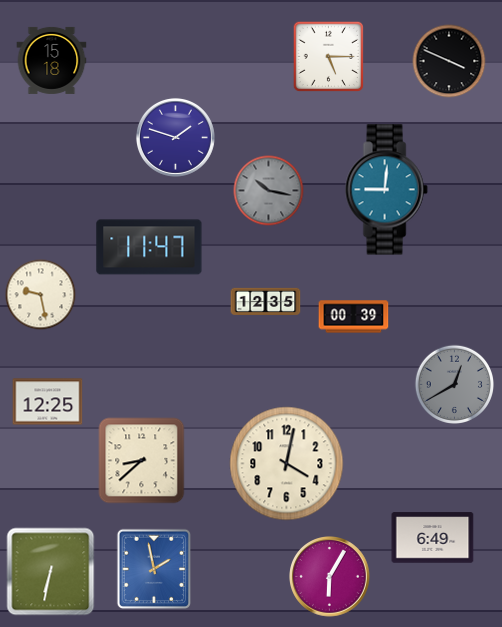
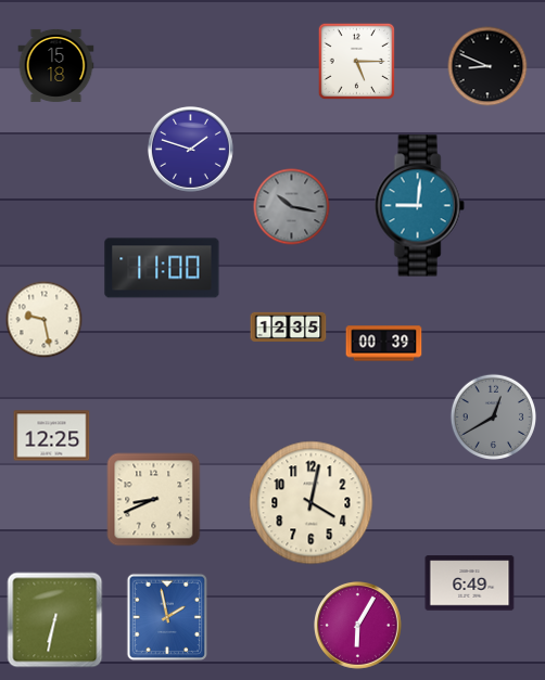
clock at (449, 61): 3:49 -> 8:49
clock at (149, 247): 11:47 -> 11:00
clock at (142, 461): 8:38 -> 8:41
